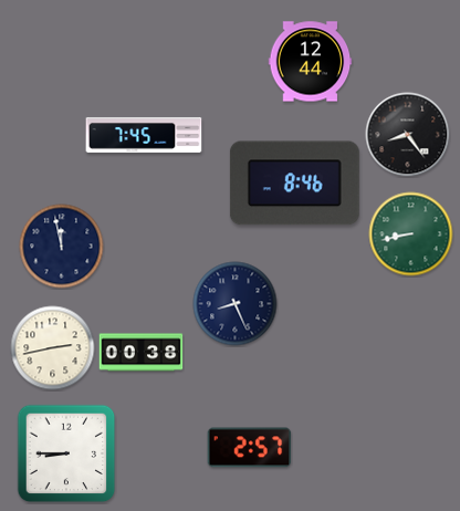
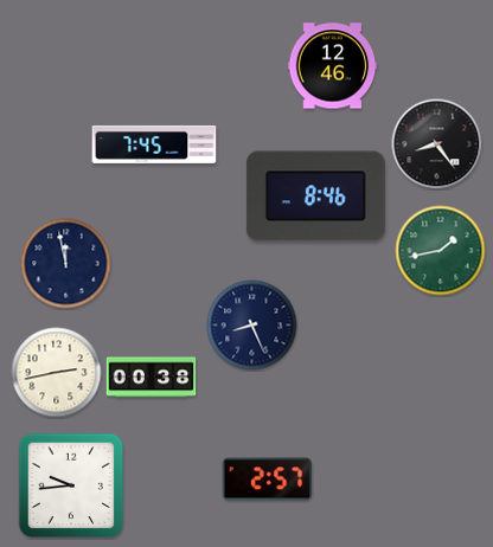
clock at (311, 62): 12:44 -> 12:46
clock at (411, 234): 8:43 -> 1:43
clock at (66, 453): 8:45 -> 9:44
